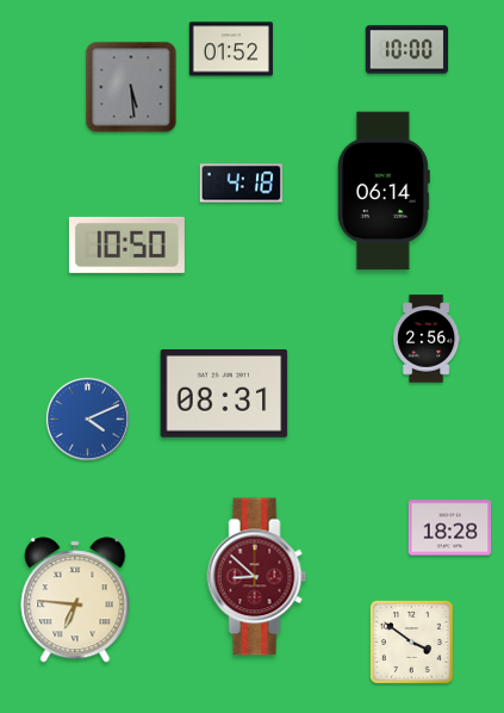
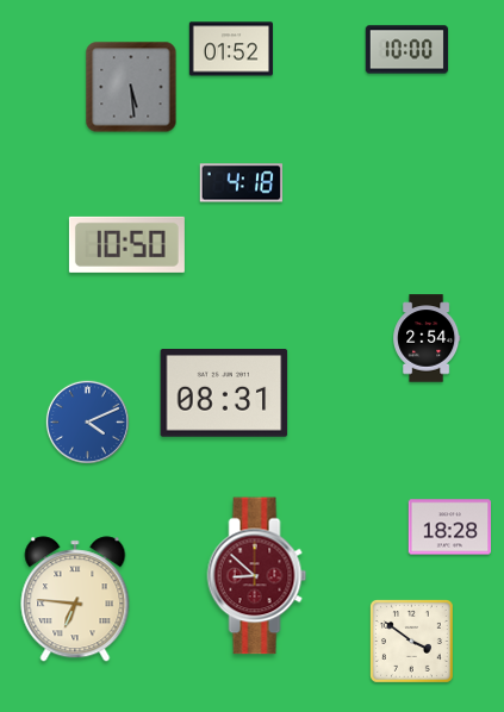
clock at (384, 191): 06:14 -> none
clock at (427, 339): 2:56 -> 2:54
clock at (87, 418) position: (87, 418) -> (87, 421)
